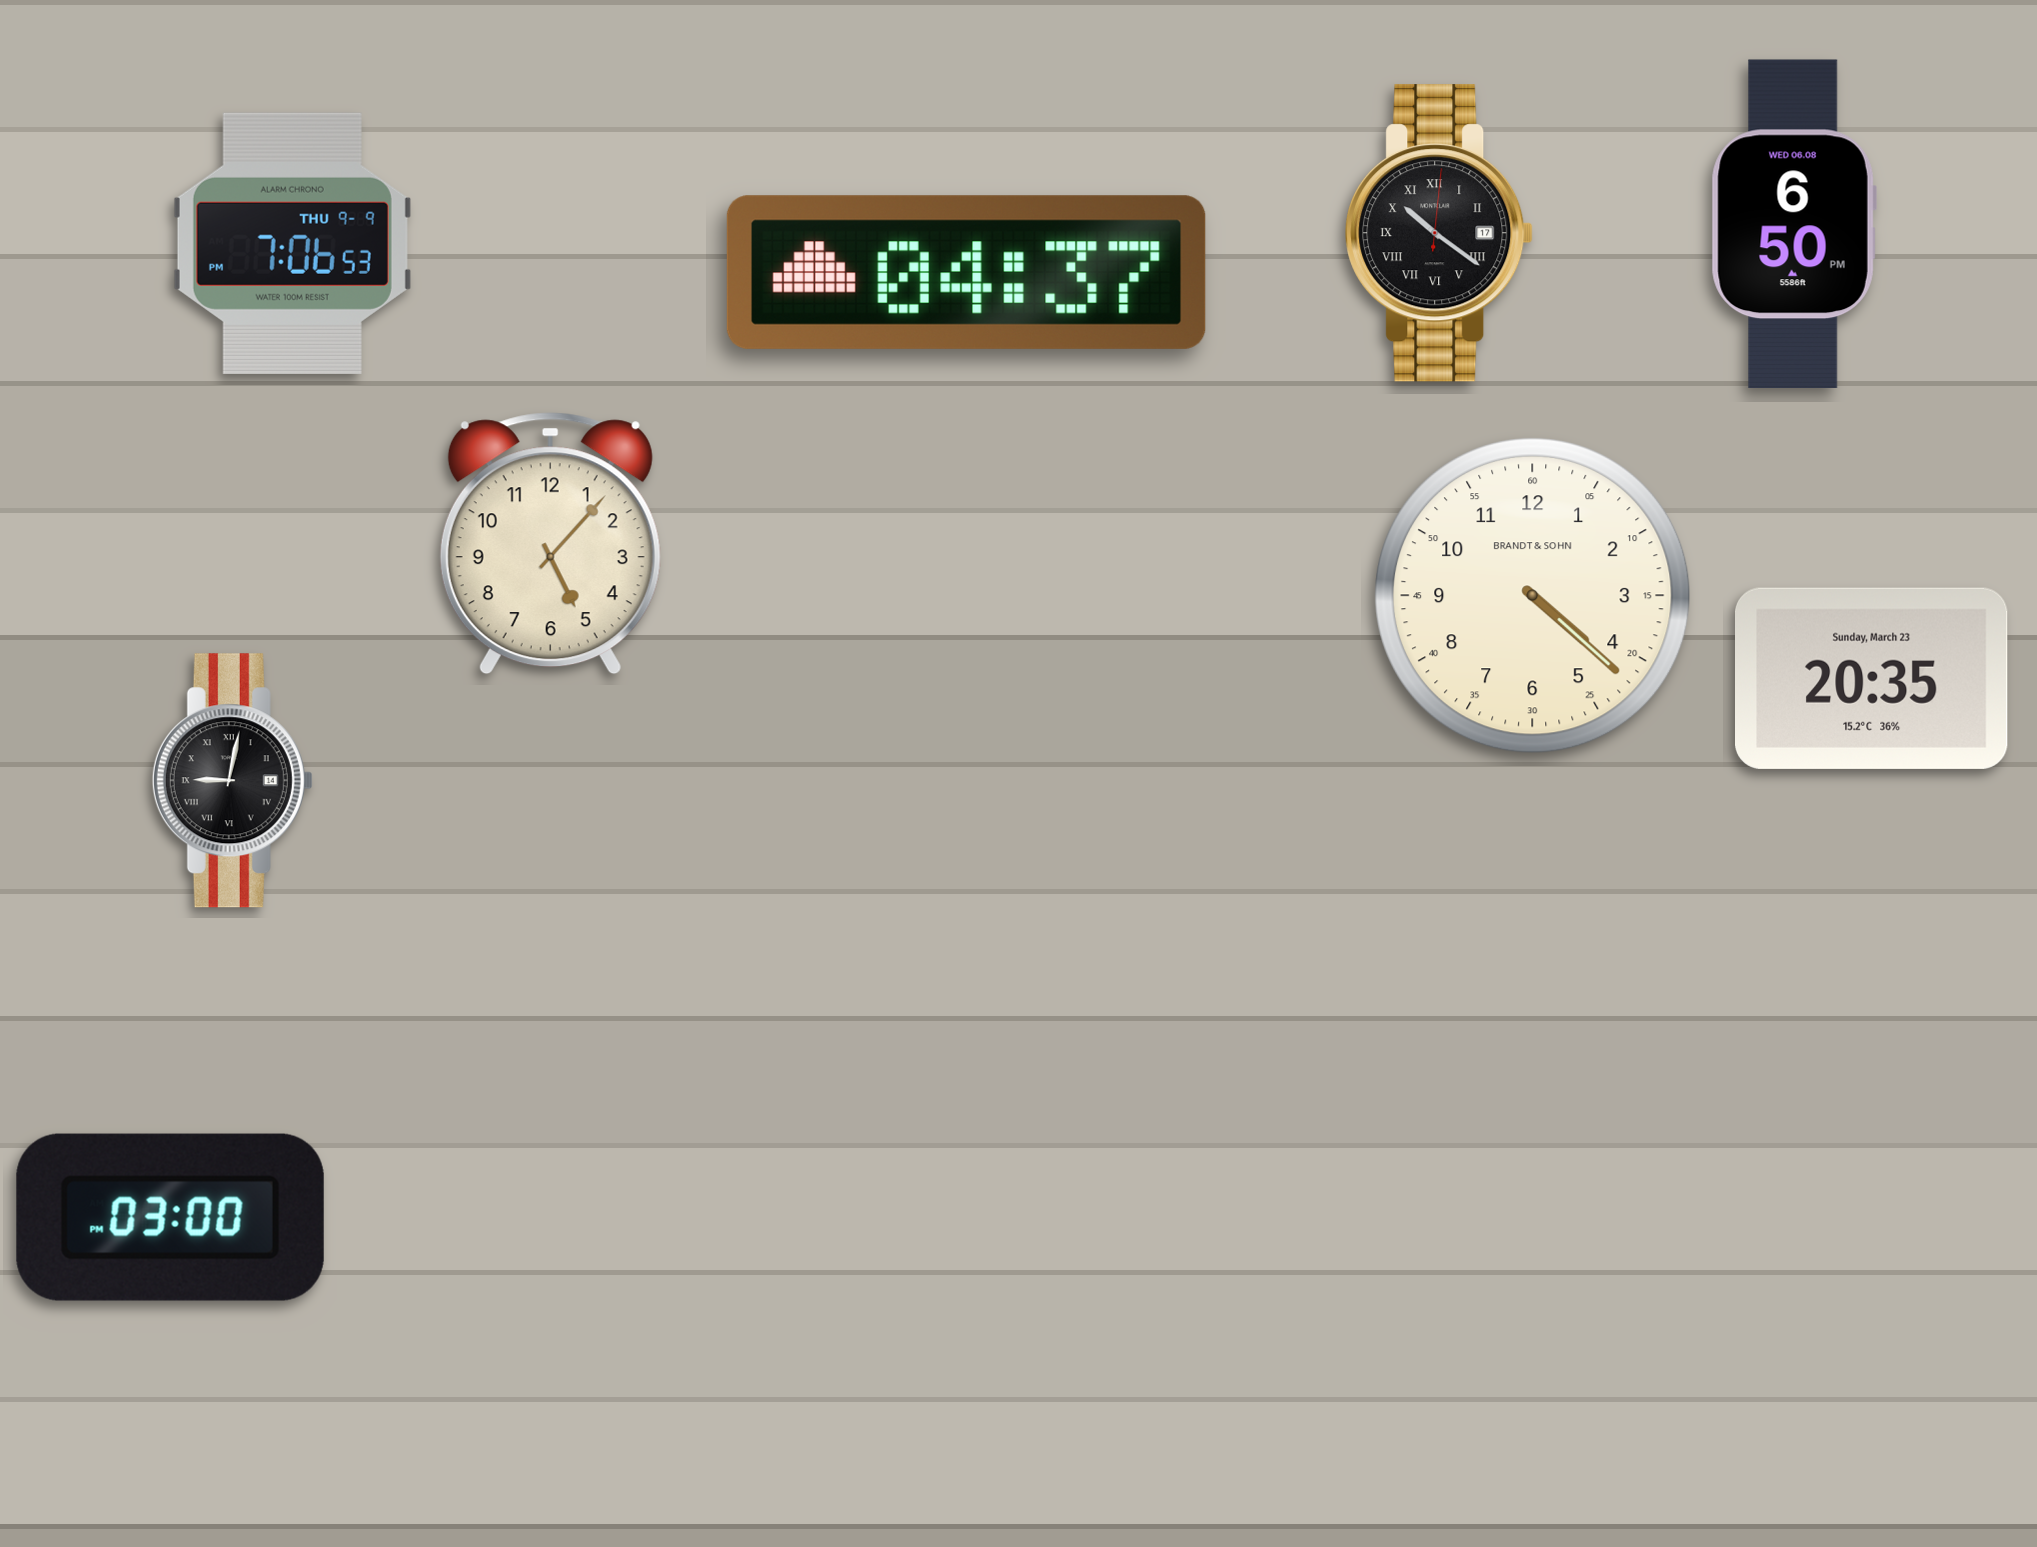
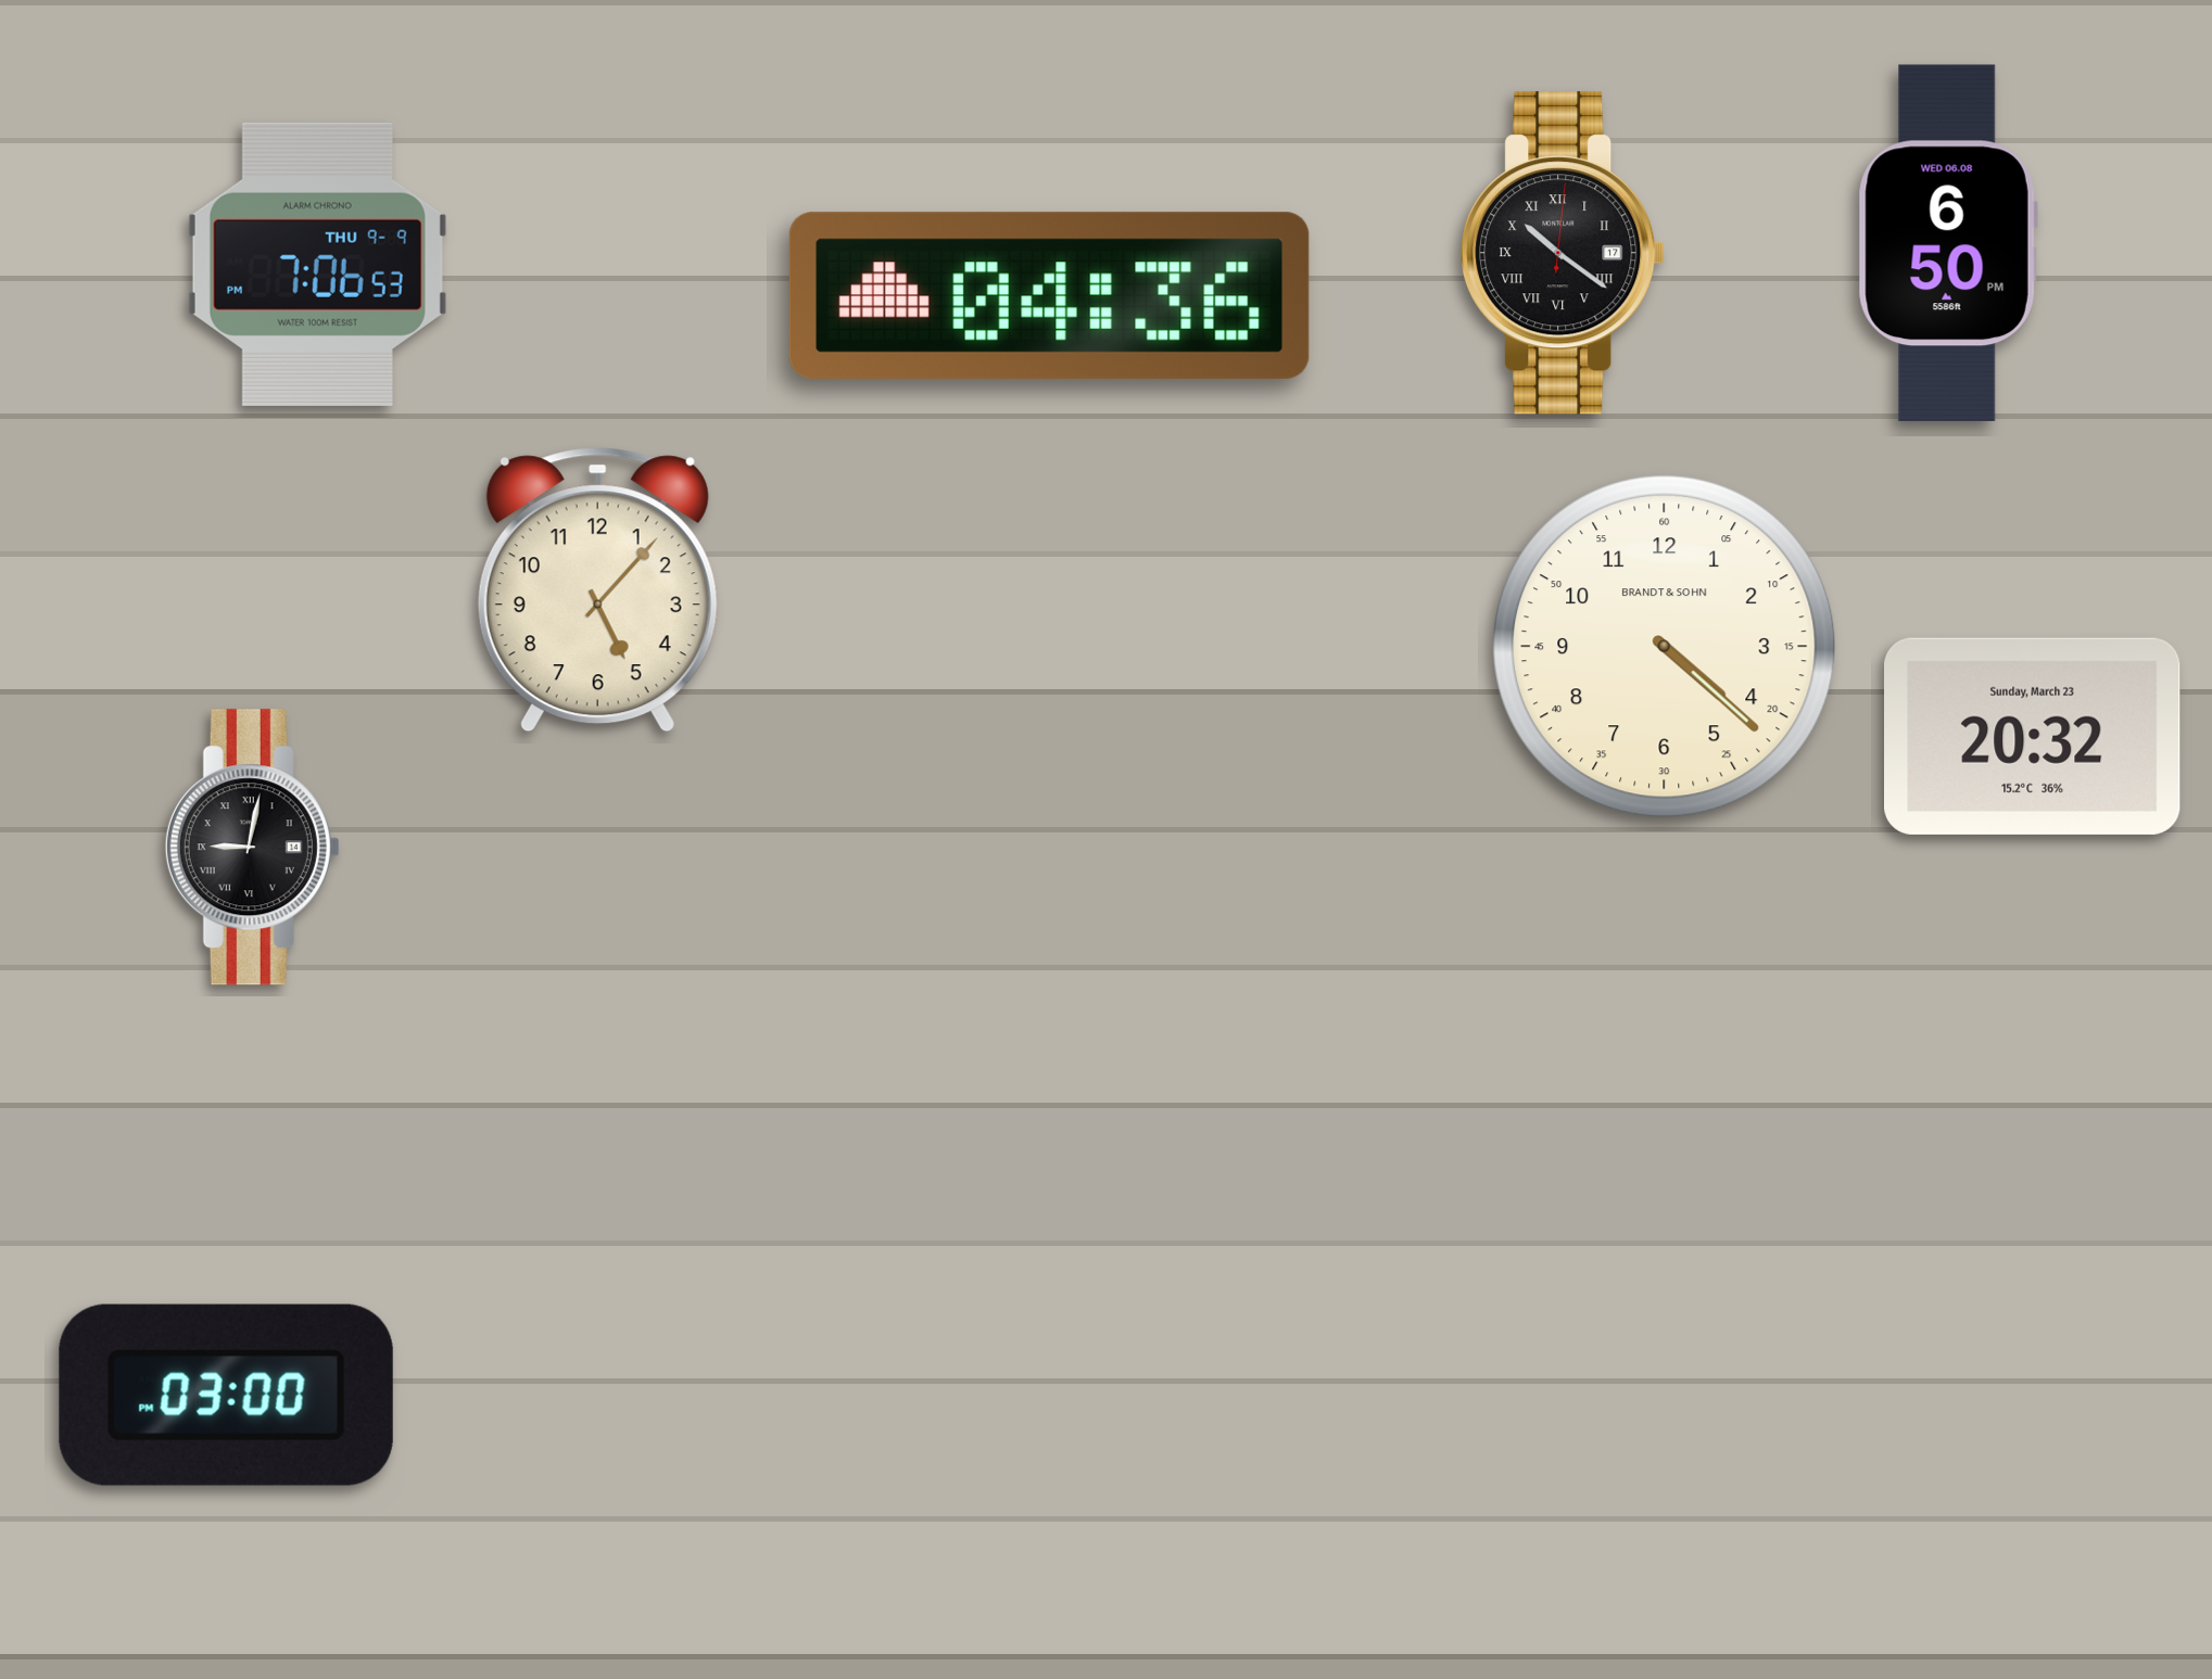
clock at (966, 272): 04:37 -> 04:36
clock at (1872, 678): 20:35 -> 20:32
clock at (170, 1217) position: (170, 1217) -> (226, 1395)
